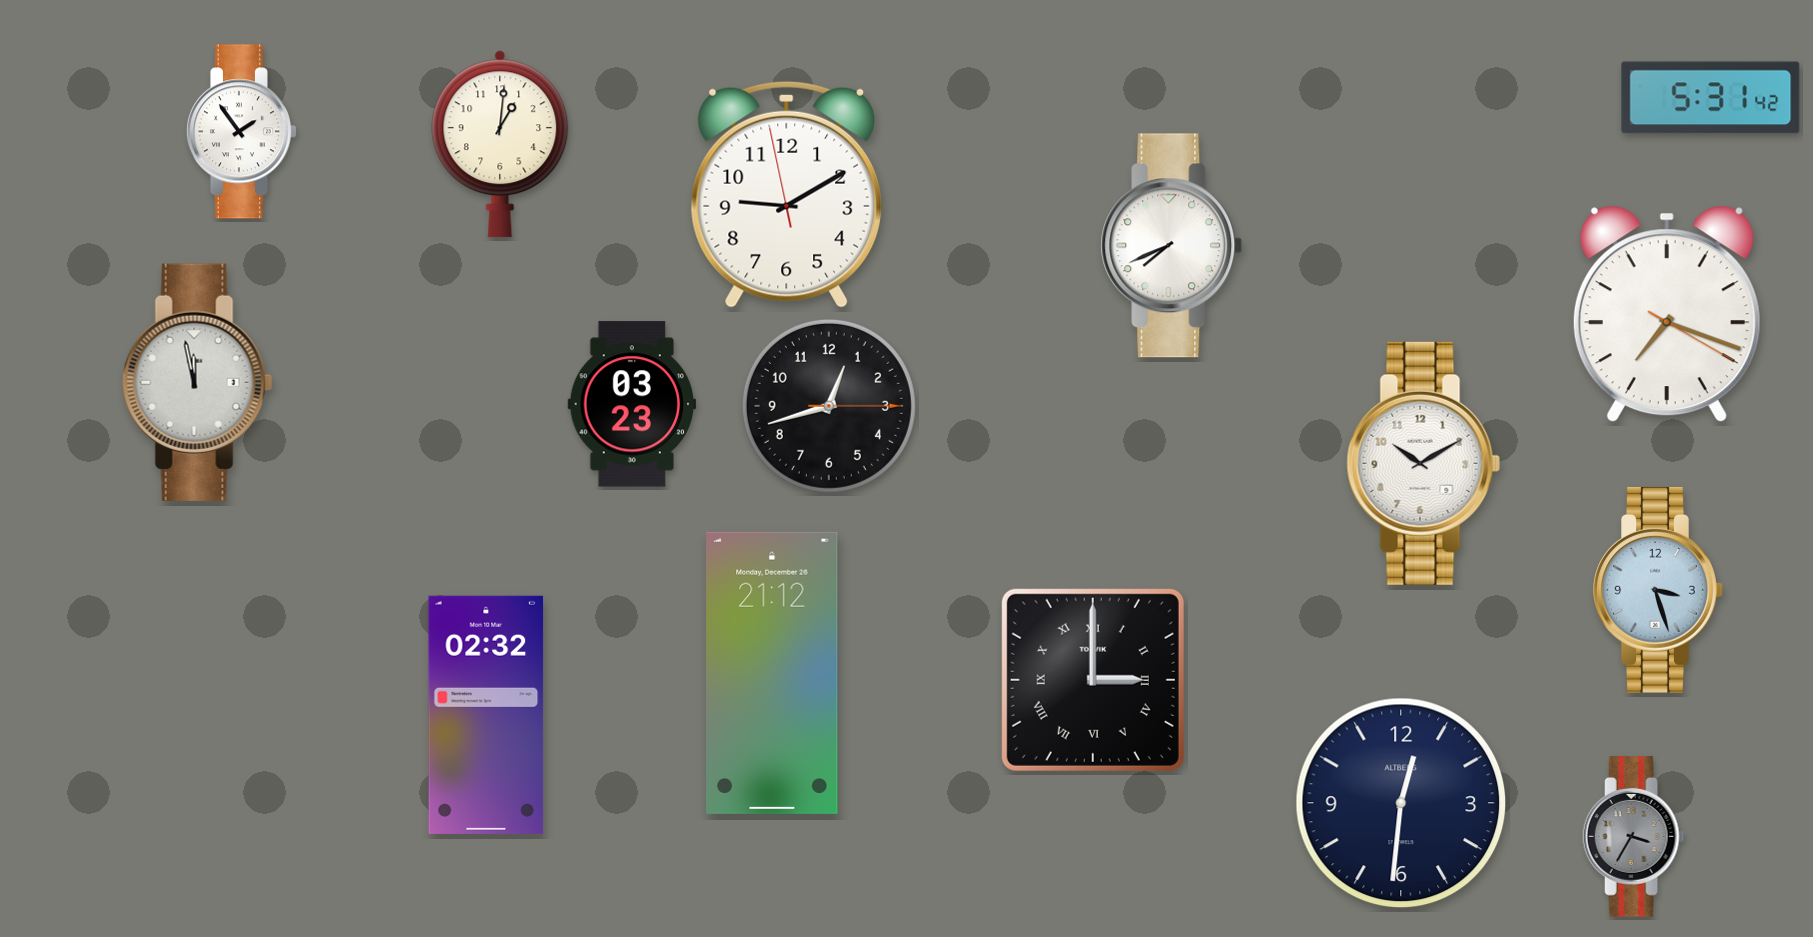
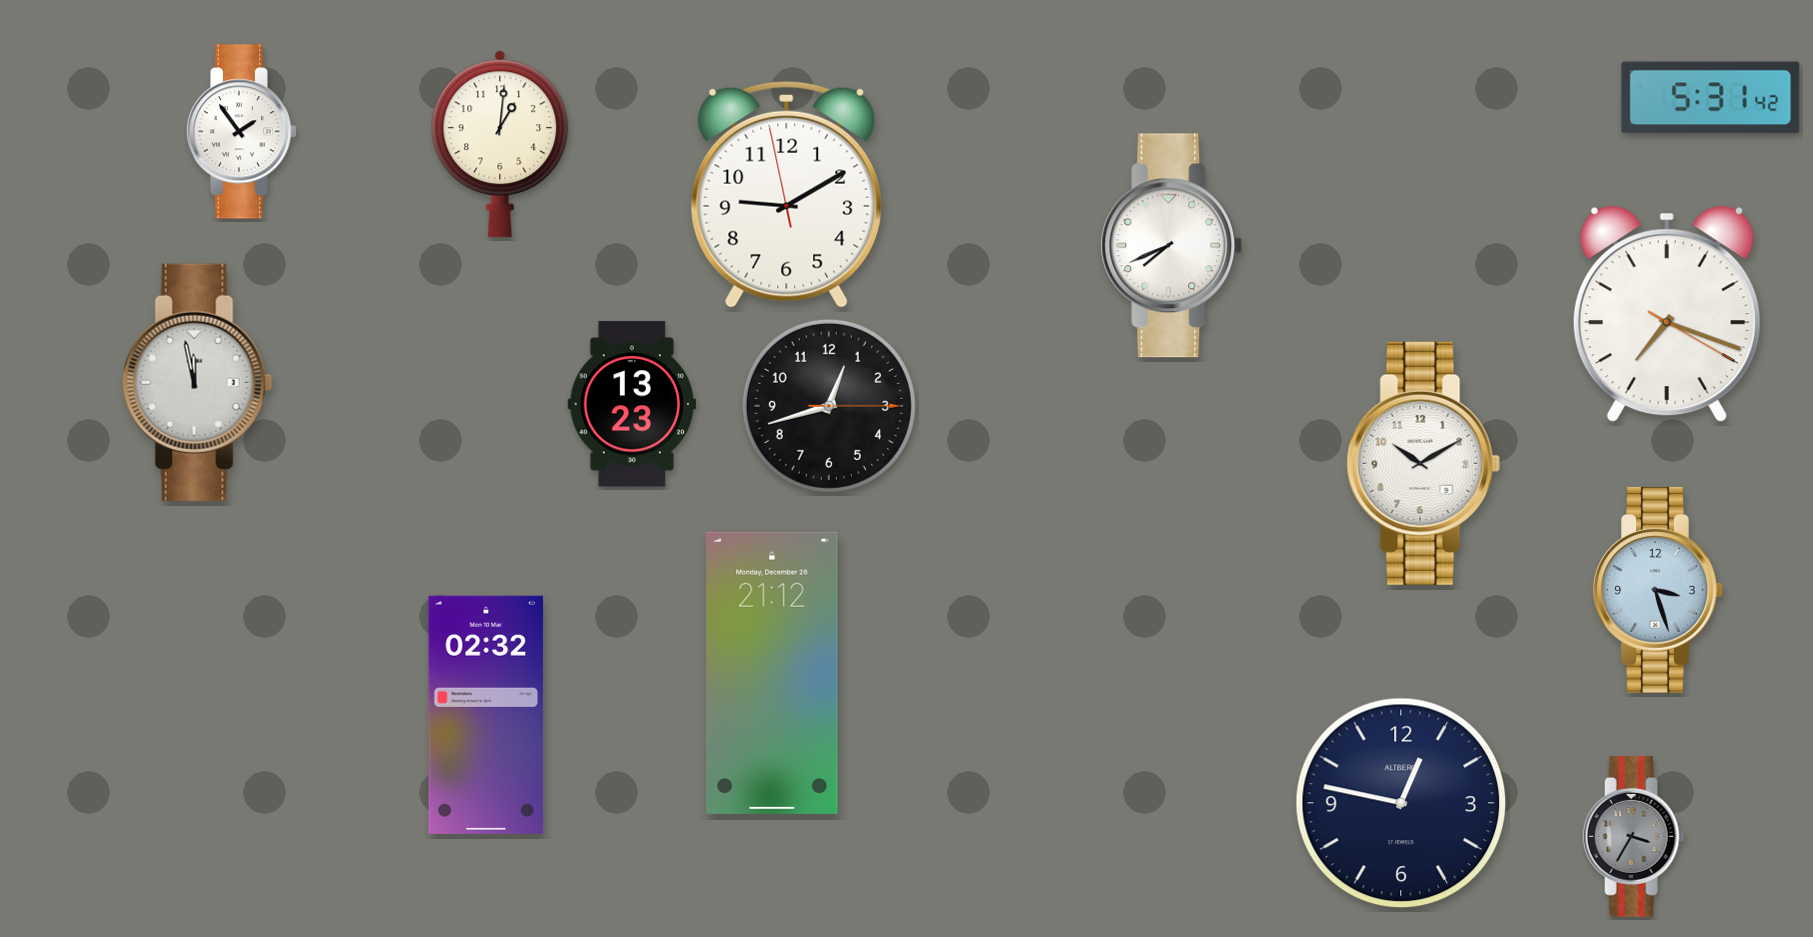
clock at (632, 404): 03:23 -> 13:23
clock at (1093, 680): 3:00 -> none
clock at (1401, 803): 12:31 -> 12:47
